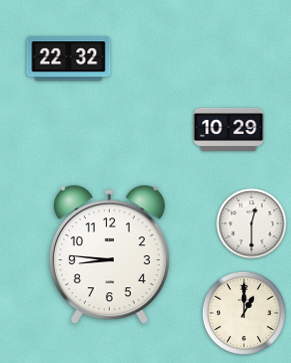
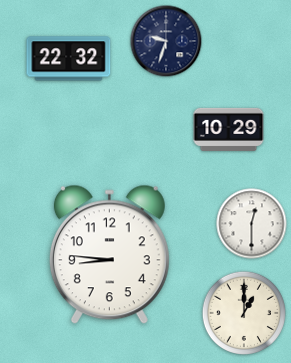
clock at (166, 41): none -> 9:33
